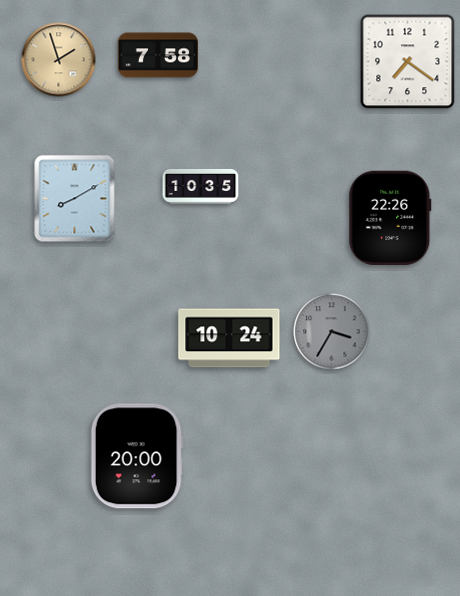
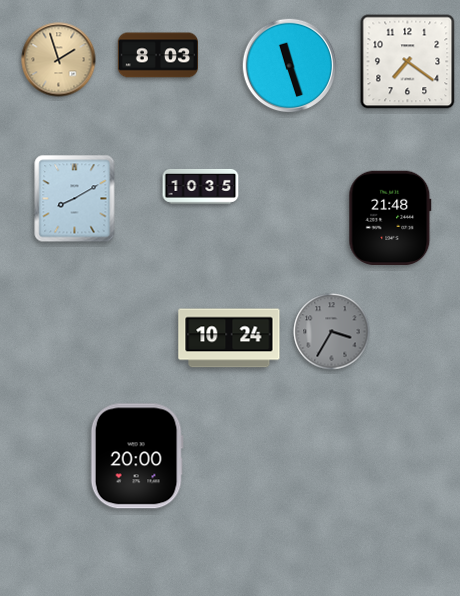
clock at (157, 55): 7:58 -> 8:03
clock at (290, 66): none -> 11:27
clock at (390, 218): 22:26 -> 21:48
